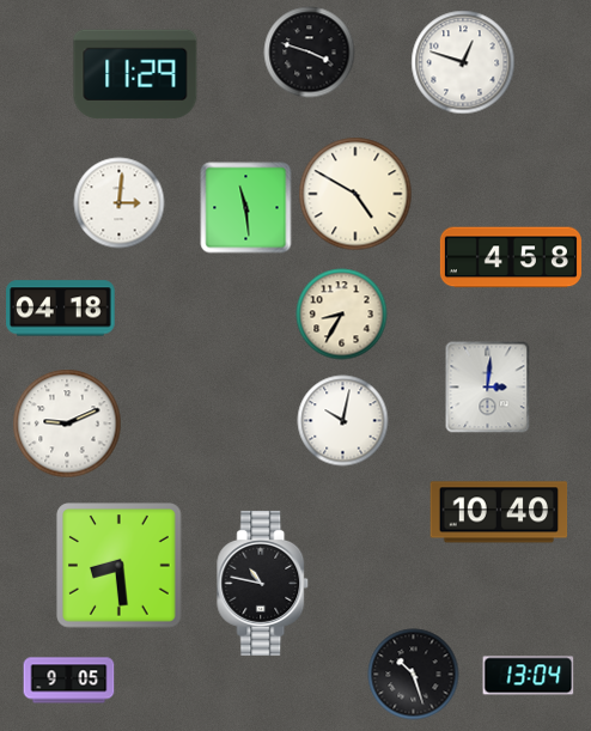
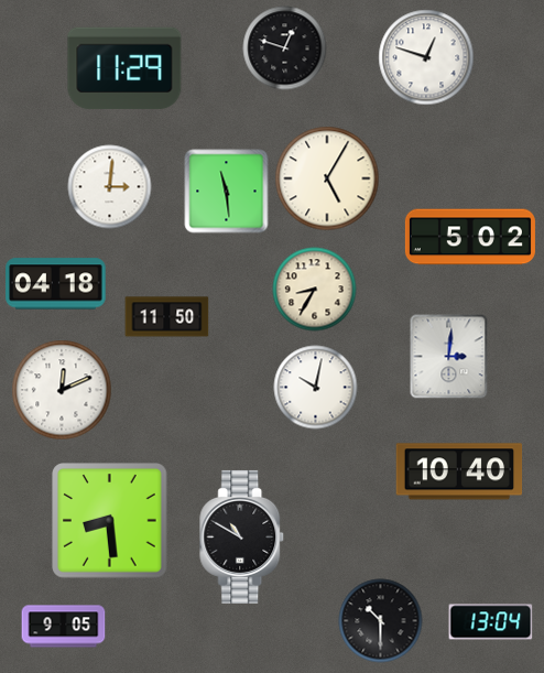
clock at (310, 53): 3:48 -> 12:48
clock at (355, 194): 4:50 -> 5:05
clock at (511, 257): 4:58 -> 5:02
clock at (167, 317): none -> 11:50
clock at (67, 424): 9:11 -> 12:11
clock at (263, 583): 10:47 -> 10:50
clock at (414, 675): 10:27 -> 10:30
clock at (529, 676) position: (529, 676) -> (491, 622)
